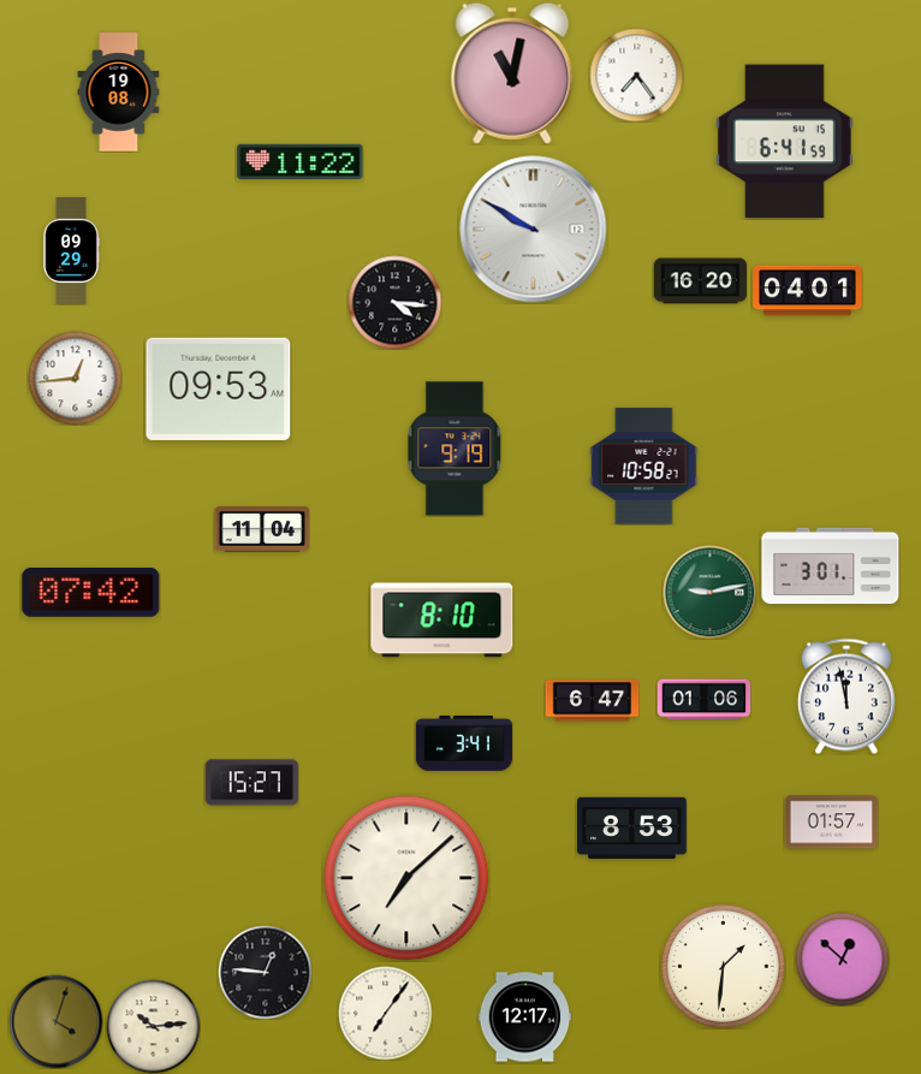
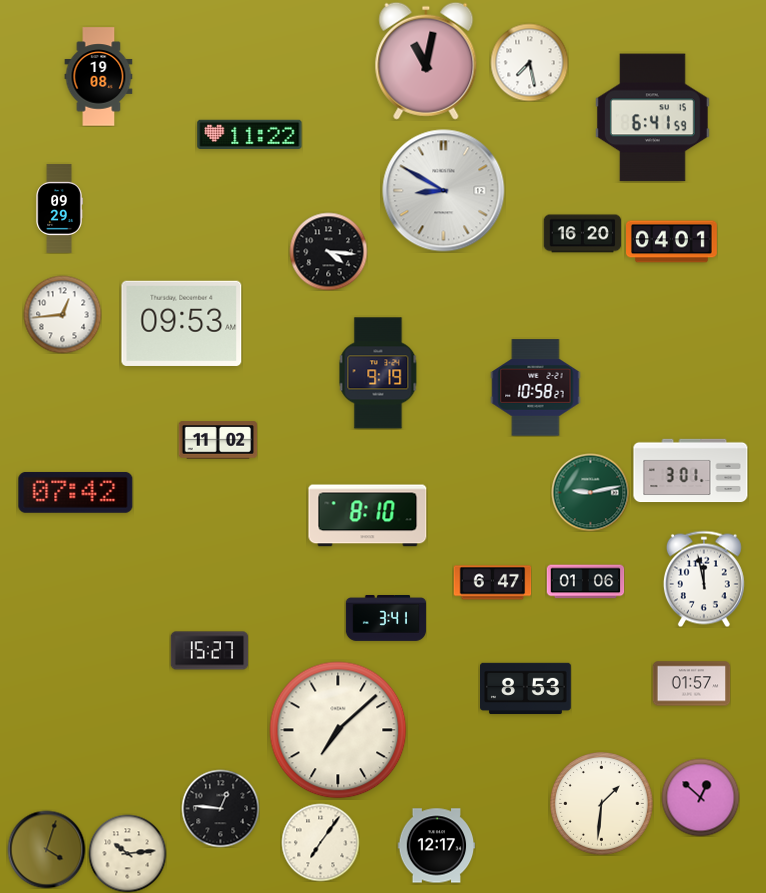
clock at (636, 75): 7:24 -> 7:28
clock at (534, 230): 9:50 -> 8:50
clock at (262, 529): 11:04 -> 11:02
